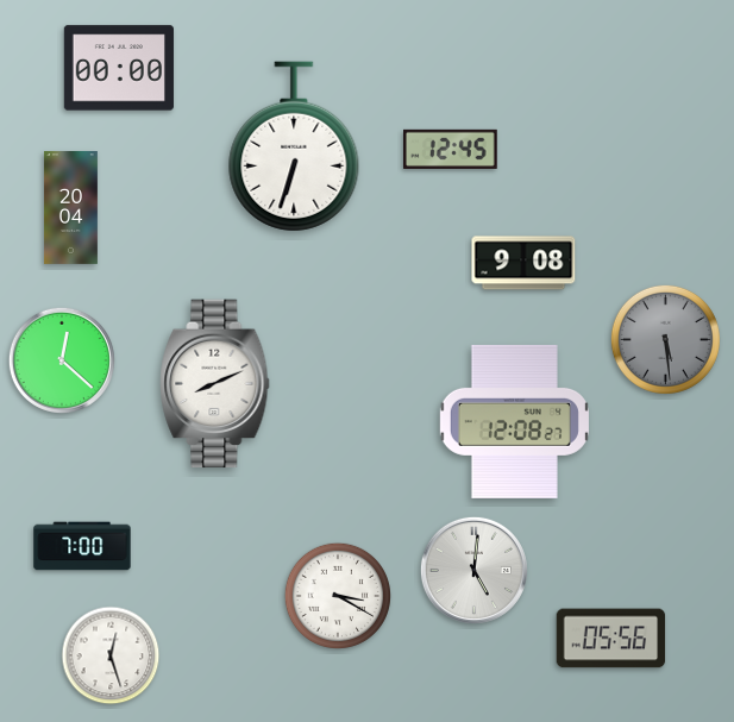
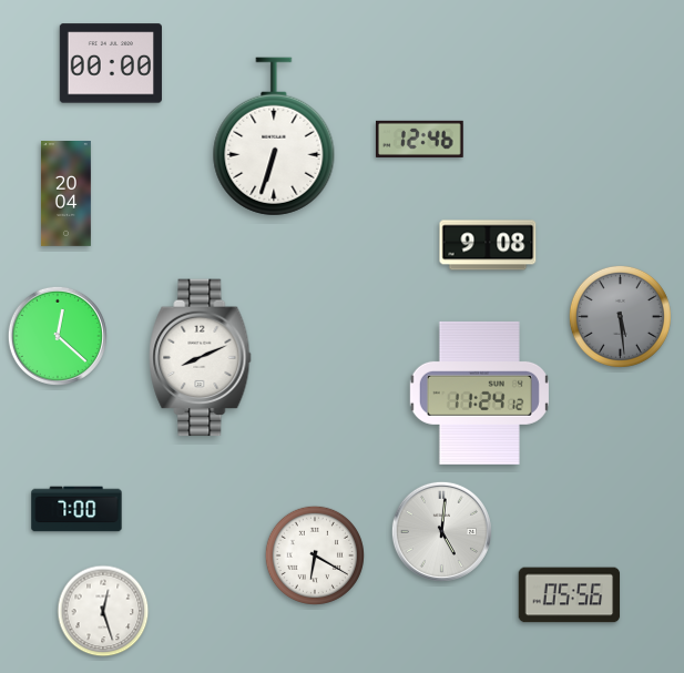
clock at (451, 149): 12:45 -> 12:46
clock at (514, 421): 12:08 -> 11:24
clock at (338, 596): 3:20 -> 6:20
